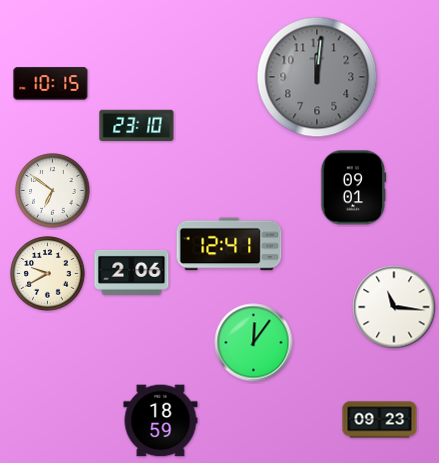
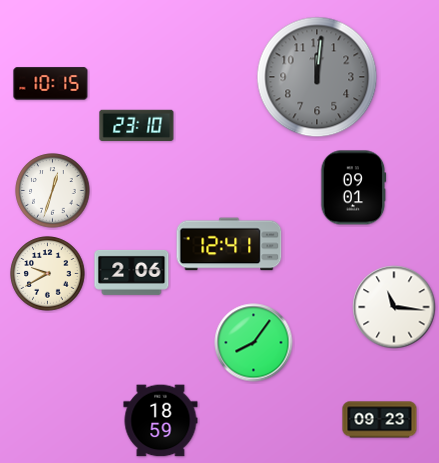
clock at (53, 191): 6:51 -> 12:33
clock at (254, 343): 12:06 -> 8:06
